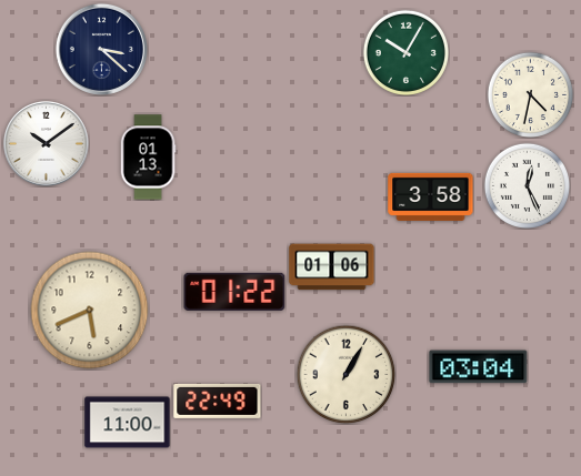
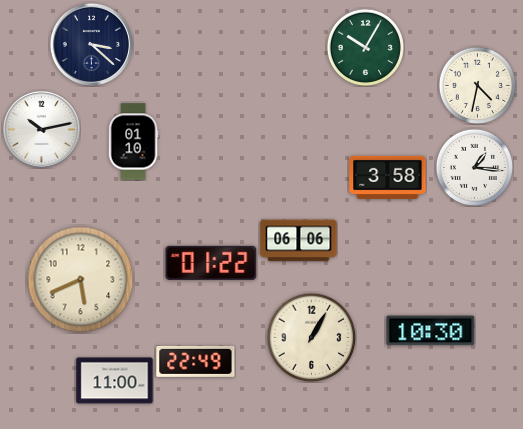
clock at (46, 143): 10:09 -> 10:13
clock at (148, 158): 01:13 -> 01:10
clock at (527, 185): 12:26 -> 1:16
clock at (332, 267): 01:06 -> 06:06
clock at (479, 367): 03:04 -> 10:30
